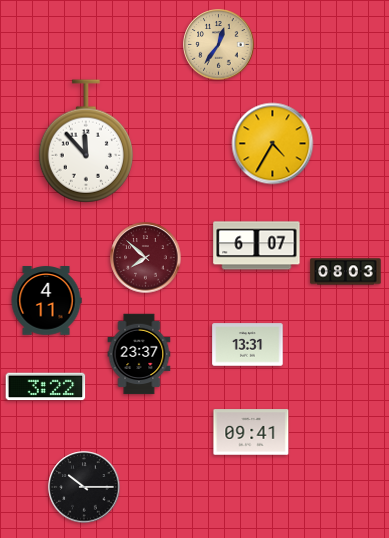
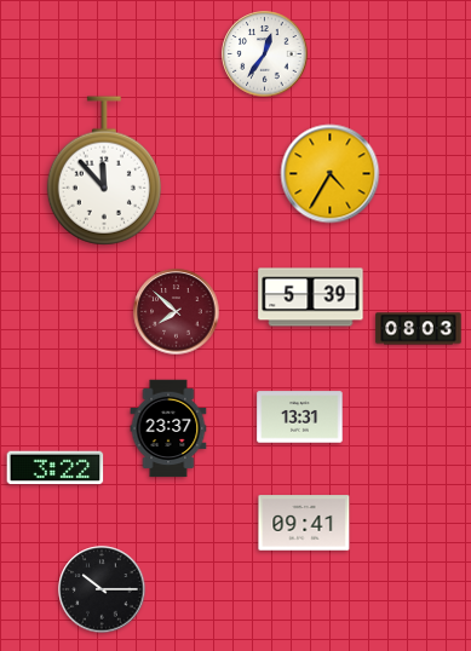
clock at (219, 45) dial: champagne -> white
clock at (257, 246): 6:07 -> 5:39
clock at (46, 301): 4:11 -> none
